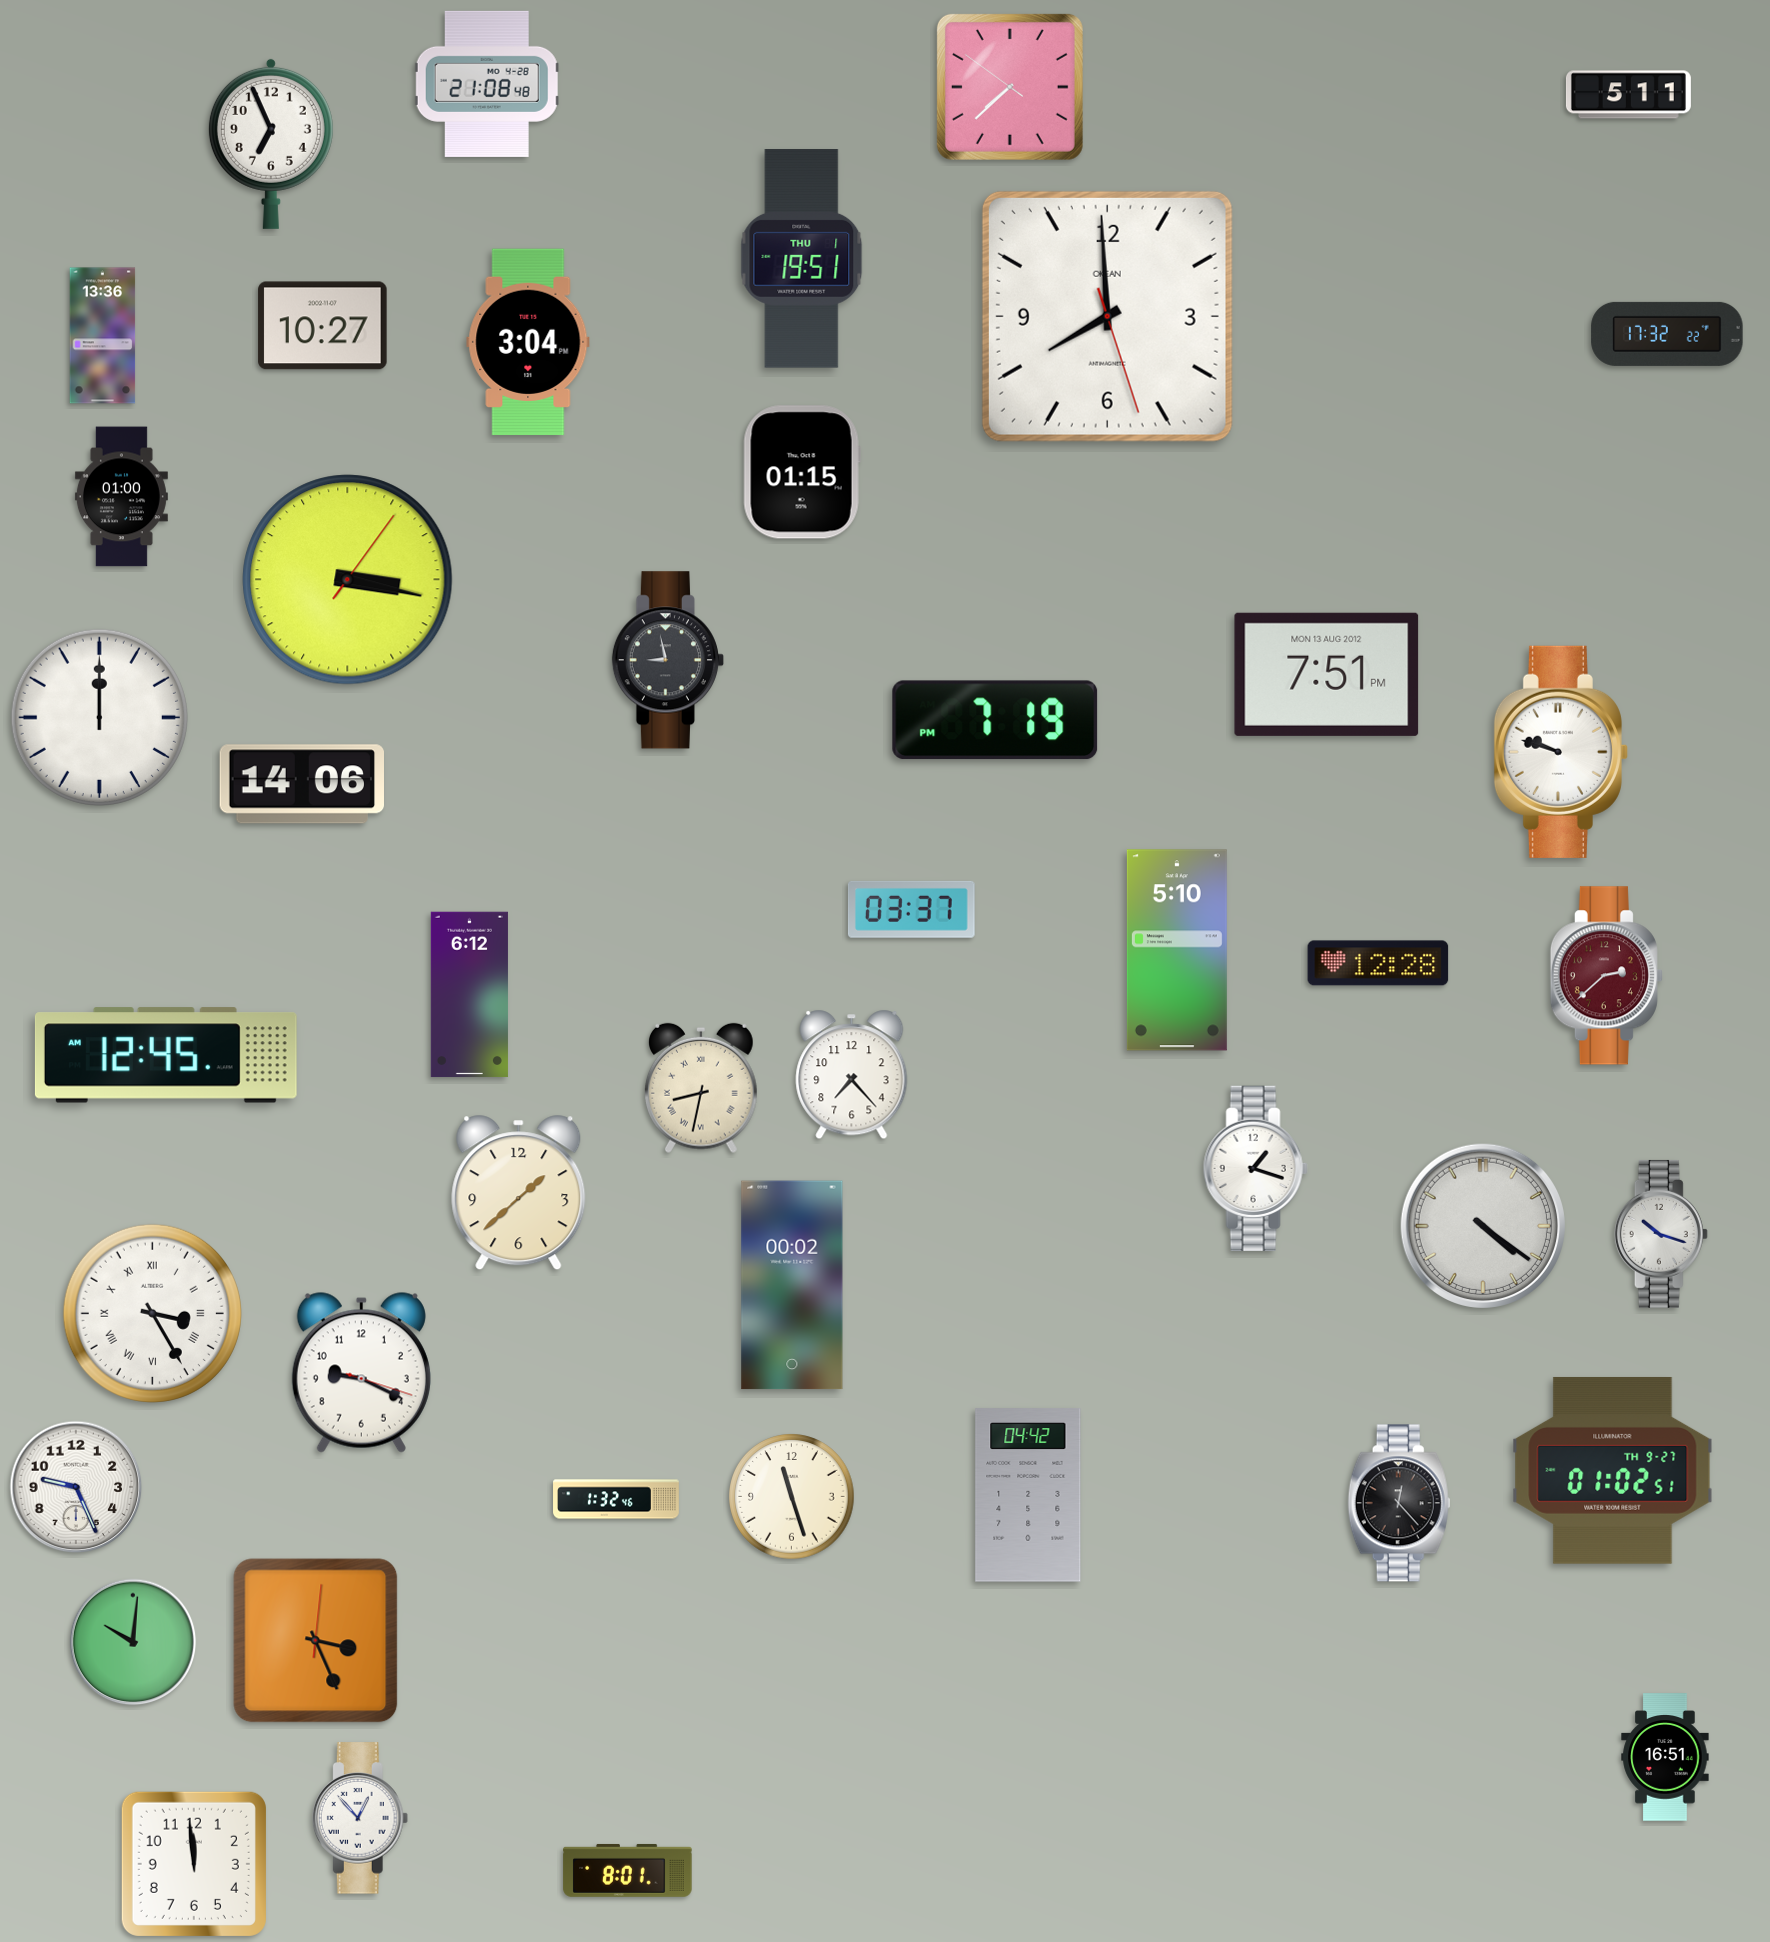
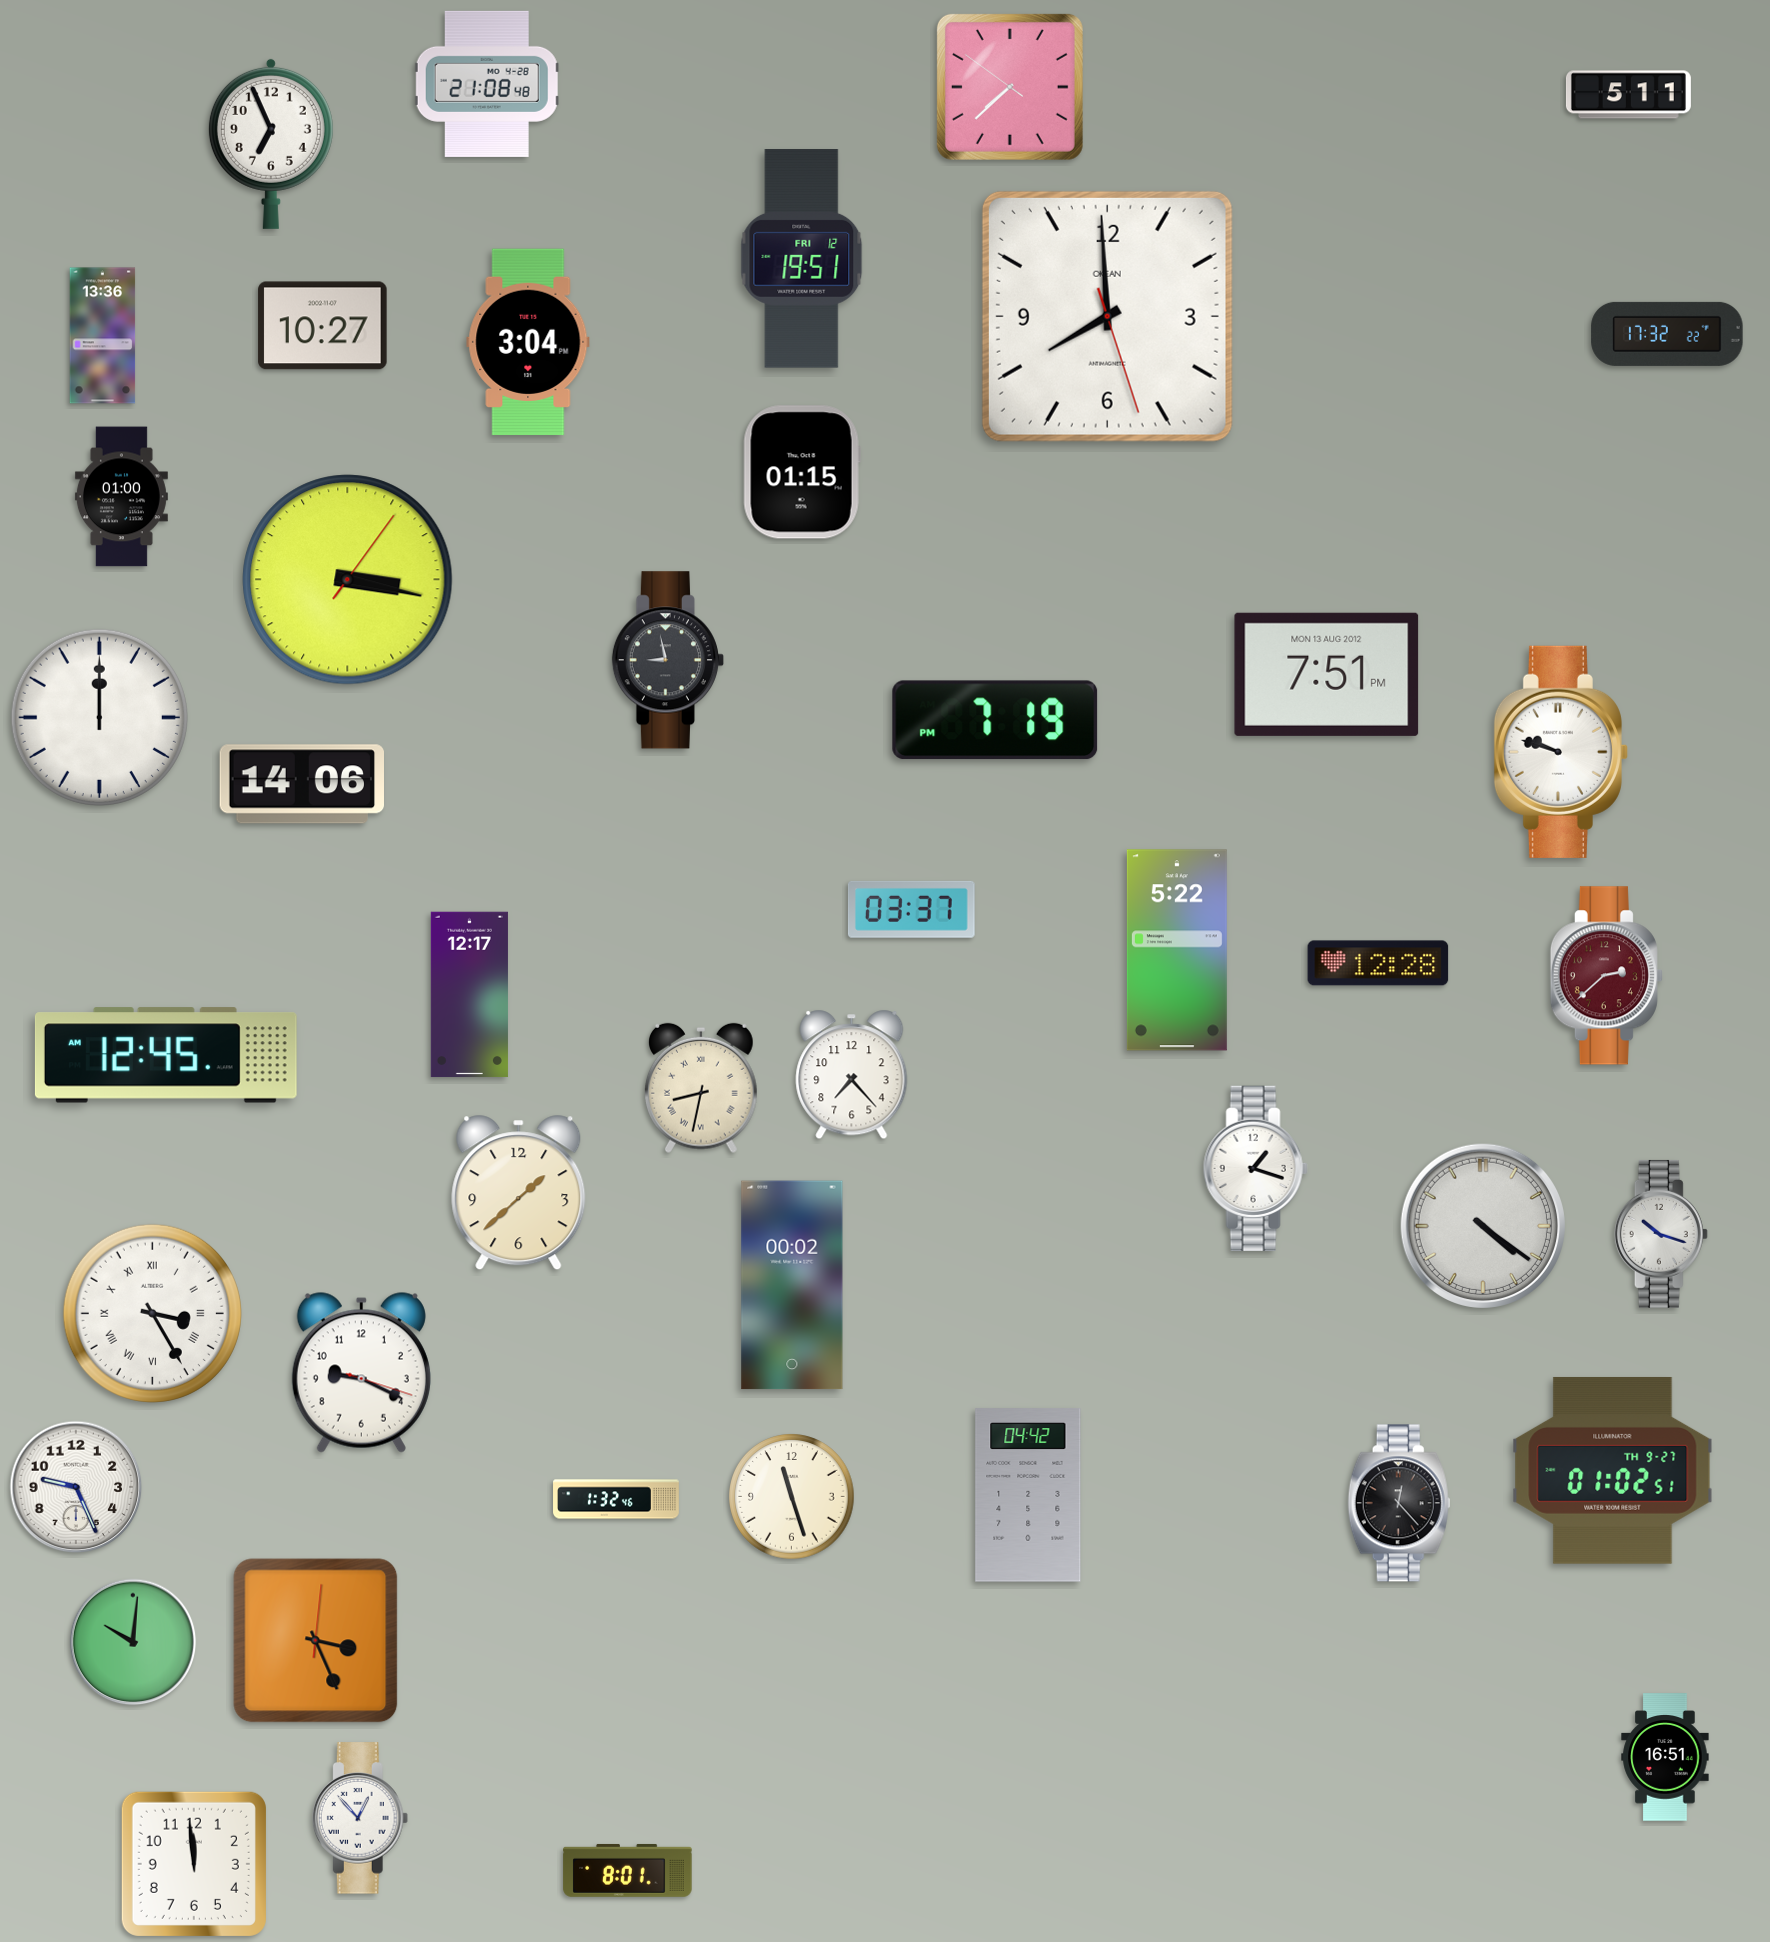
clock at (802, 259) date: THU 1 -> FRI 12
clock at (1177, 950): 5:10 -> 5:22
clock at (469, 995): 6:12 -> 12:17
